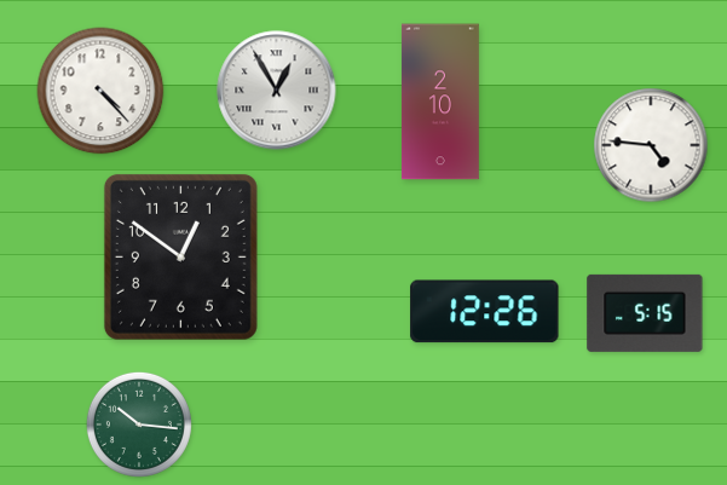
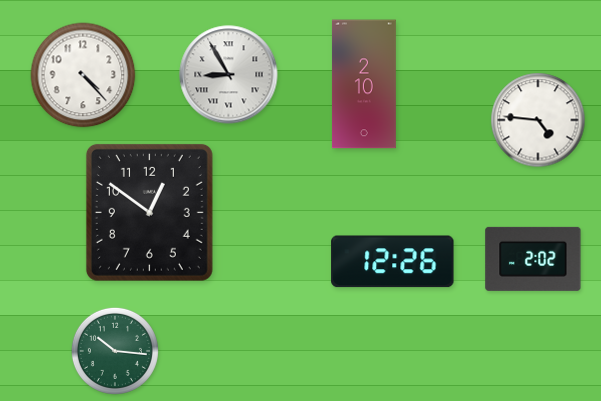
clock at (277, 91): 12:55 -> 8:55
clock at (485, 312) position: (485, 312) -> (393, 262)
clock at (645, 313): 5:15 -> 2:02
